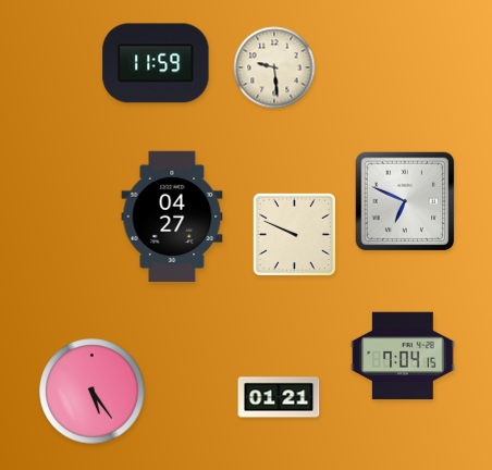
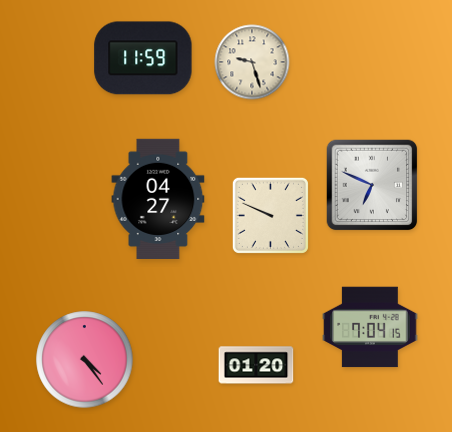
clock at (274, 67): 9:29 -> 9:27
clock at (93, 392): 5:24 -> 4:24
clock at (279, 397): 01:21 -> 01:20
